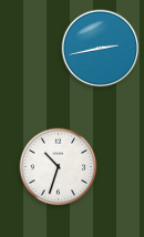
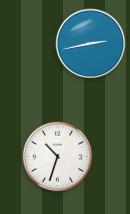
clock at (59, 167) position: (59, 167) -> (58, 157)
